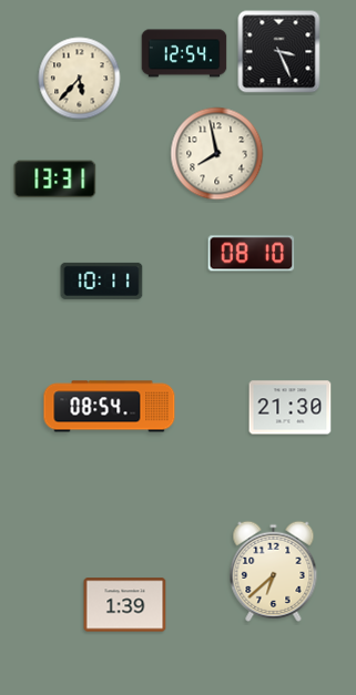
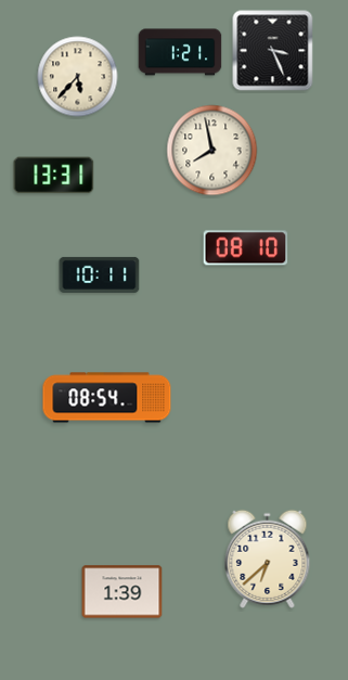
clock at (184, 53): 12:54 -> 1:21
clock at (291, 408): 21:30 -> none
